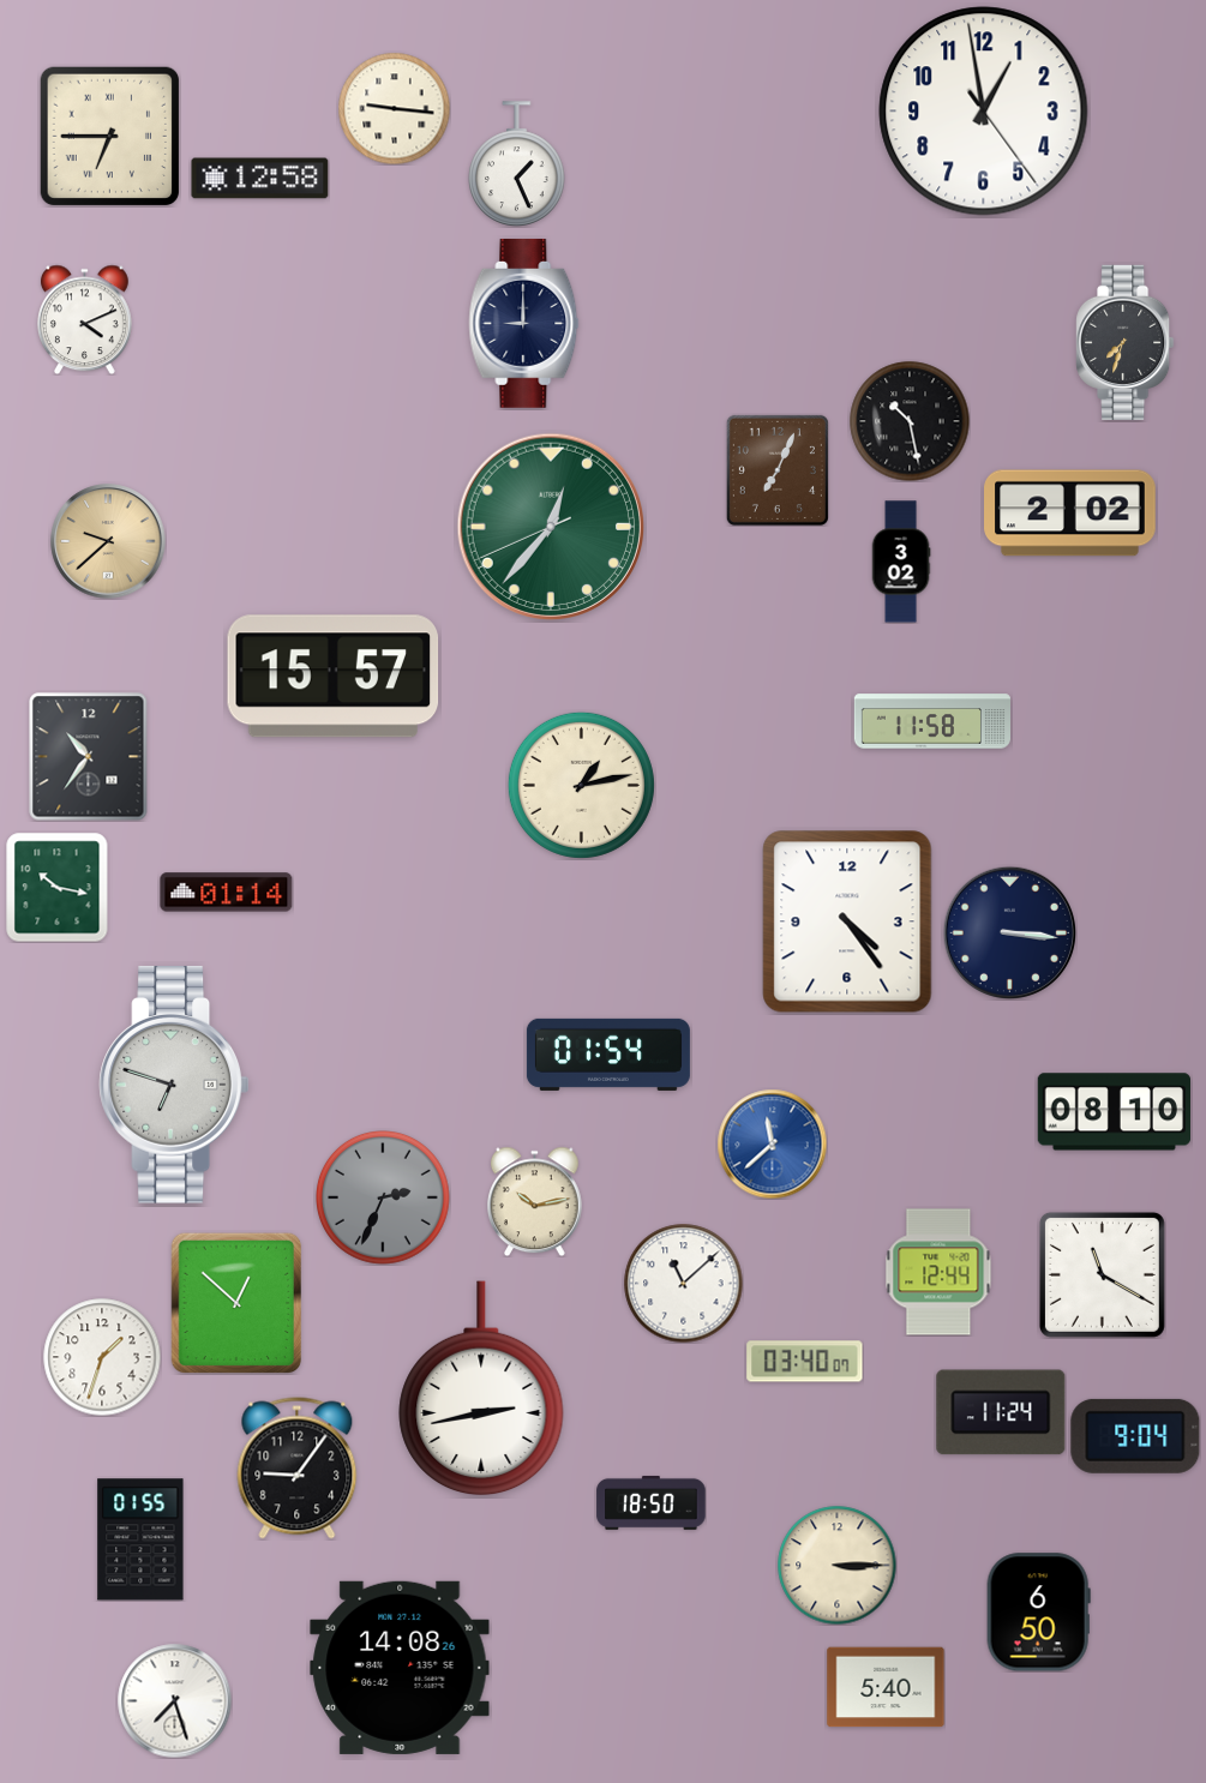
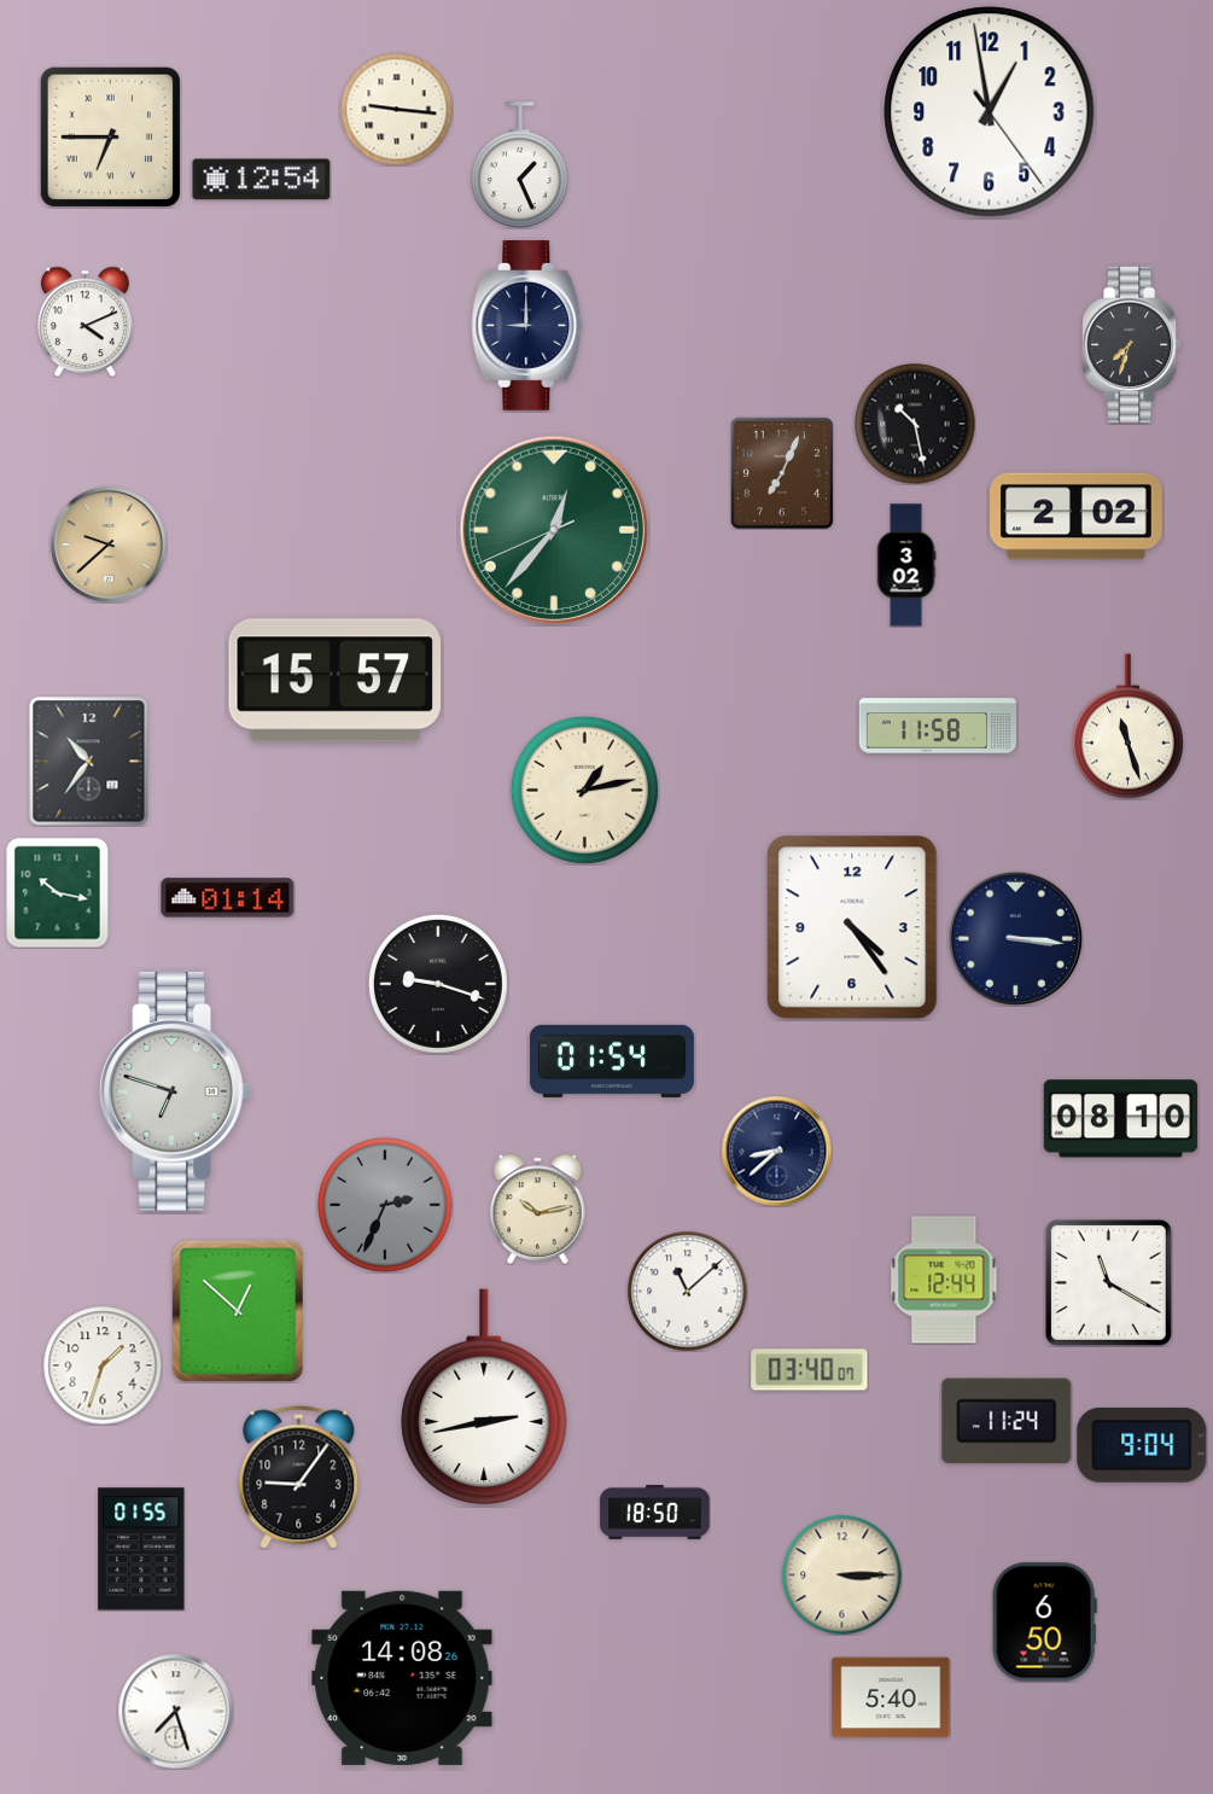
clock at (260, 179): 12:58 -> 12:54
clock at (1127, 727): none -> 11:27
clock at (438, 984): none -> 9:18
clock at (772, 1143): 11:38 -> 8:38
clock at (772, 1143) dial: blue -> navy
